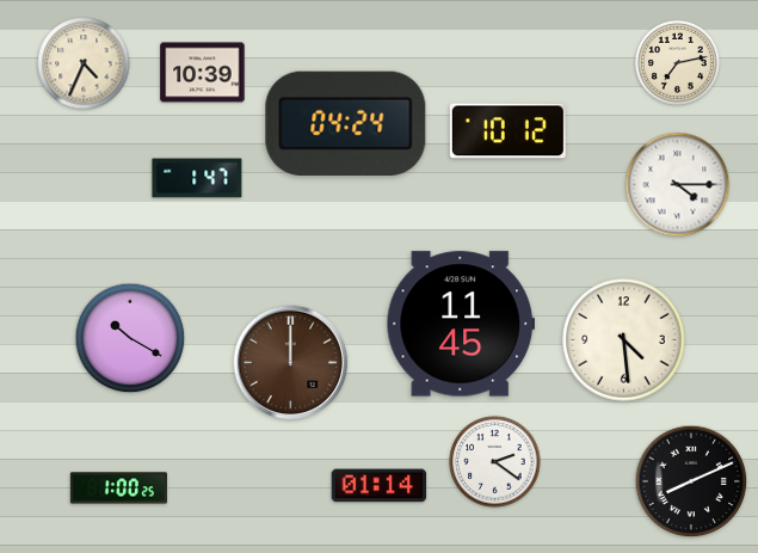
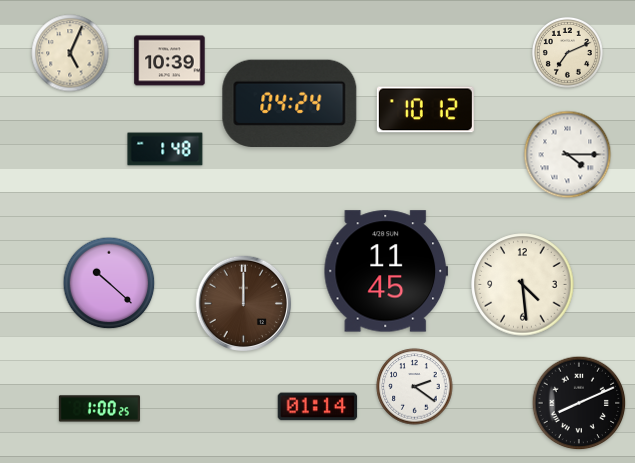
clock at (677, 62): 7:13 -> 7:11
clock at (84, 63): 4:34 -> 5:04
clock at (197, 178): 1:47 -> 1:48
clock at (130, 338): 10:20 -> 10:22
